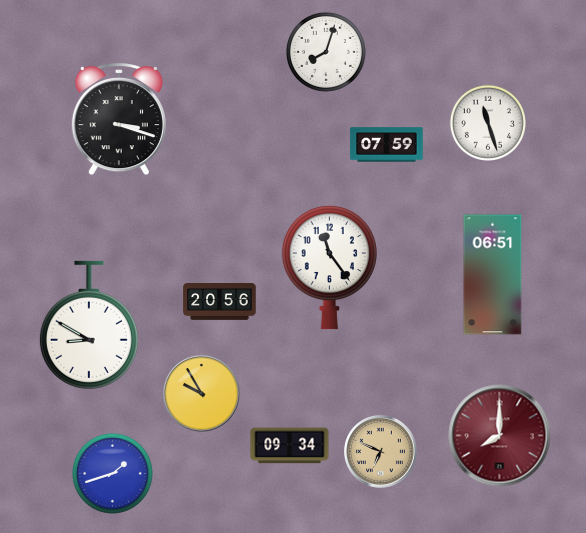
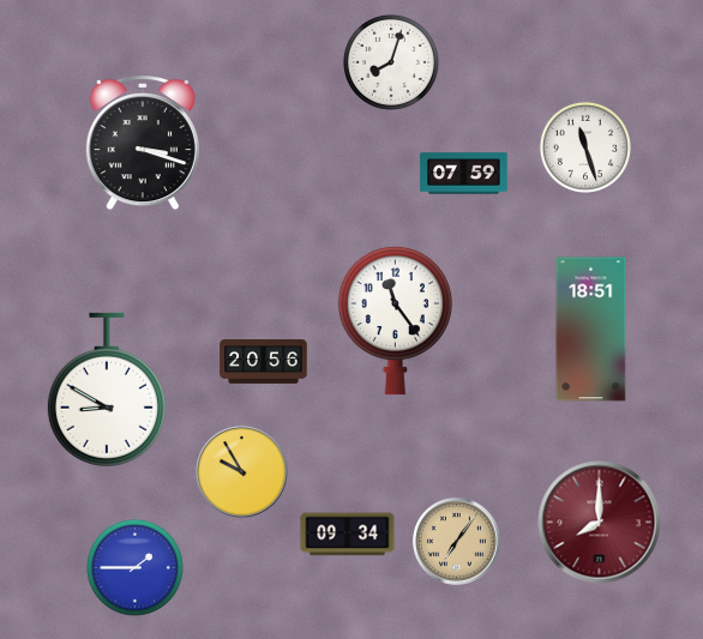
clock at (493, 275): 06:51 -> 18:51
clock at (381, 452): 6:49 -> 7:06
clock at (112, 473): 1:42 -> 1:45
